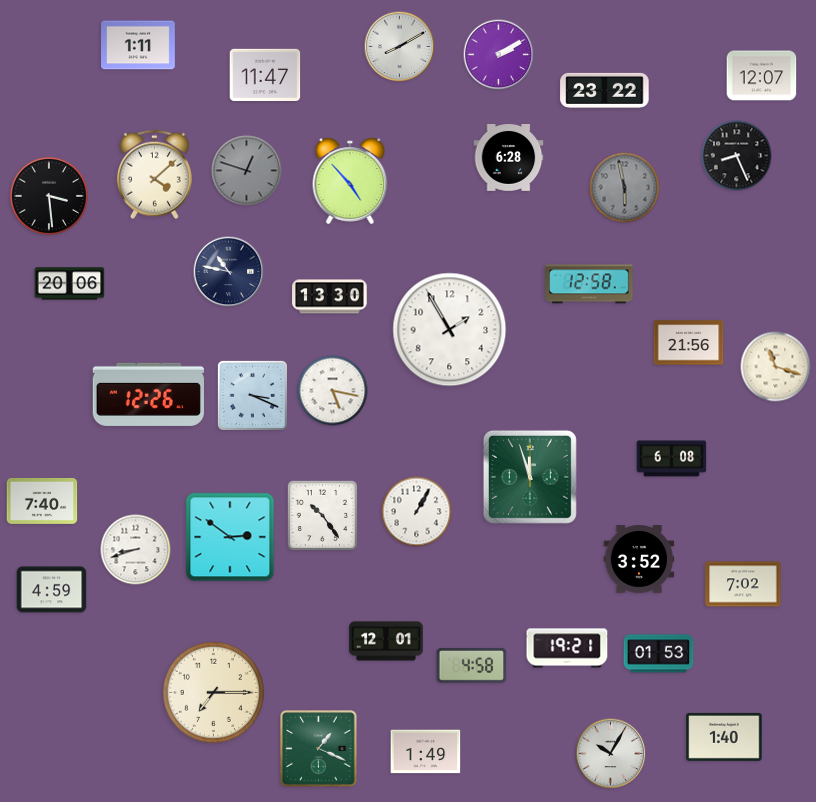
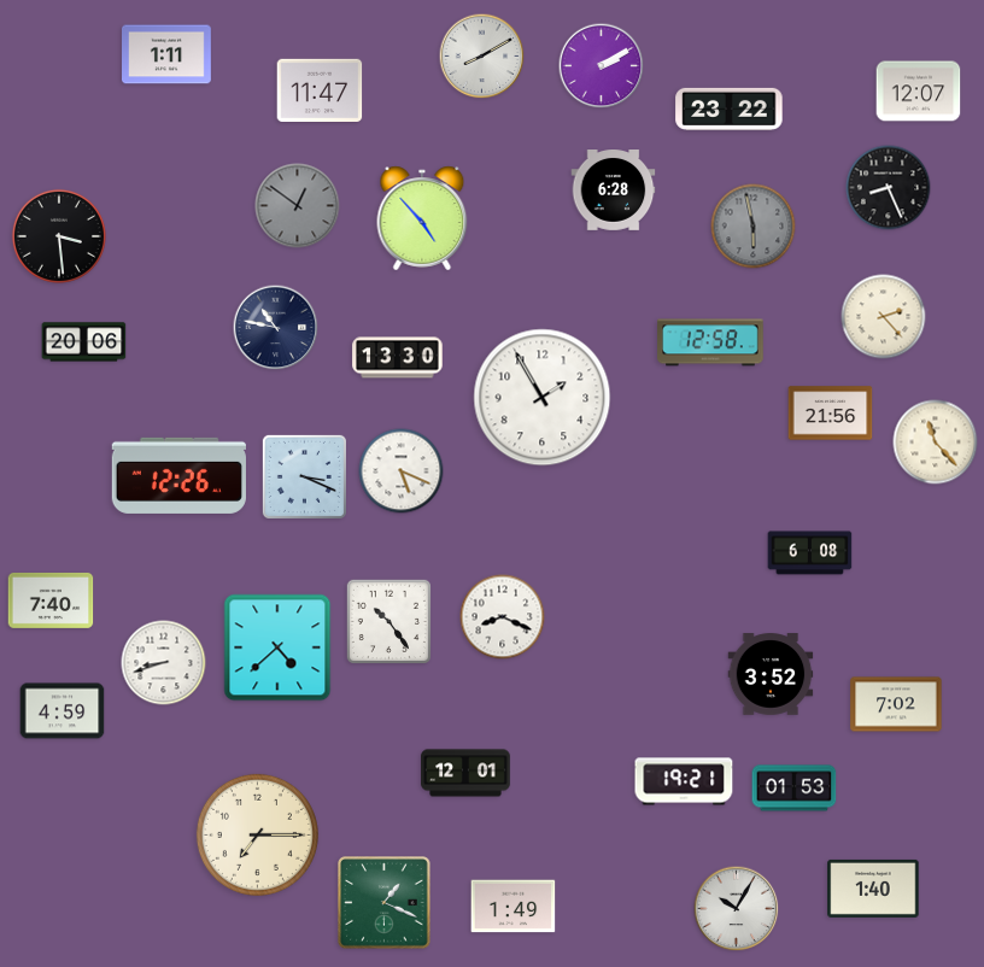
clock at (247, 171): 12:48 -> 12:51
clock at (154, 175): 4:08 -> none
clock at (884, 317): none -> 2:23
clock at (776, 367): 11:18 -> 11:23
clock at (333, 391): 5:17 -> 5:19
clock at (530, 477): 11:57 -> none
clock at (42, 501) position: (42, 501) -> (51, 600)
clock at (417, 512): 1:05 -> 8:19
clock at (230, 537): 2:51 -> 4:38
clock at (472, 665): 4:58 -> none
